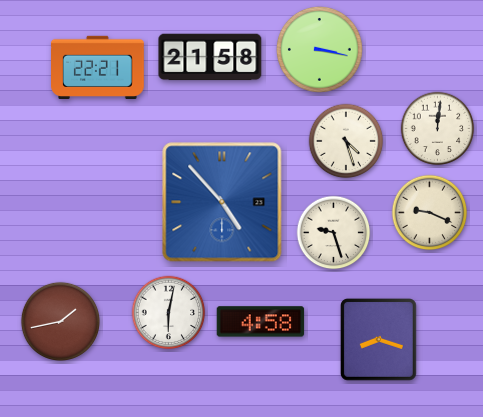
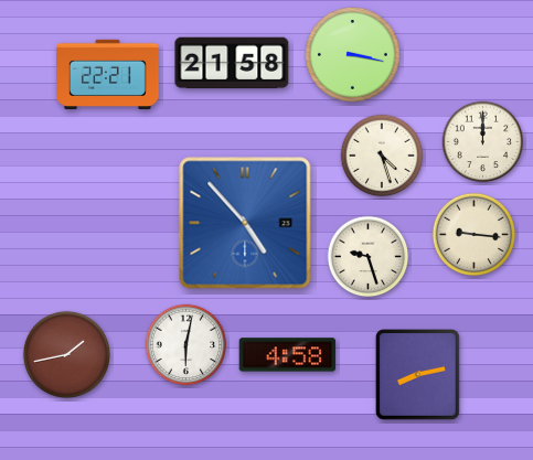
clock at (438, 129): 12:01 -> 12:00
clock at (430, 213): 9:19 -> 9:16
clock at (379, 340): 8:18 -> 8:13
